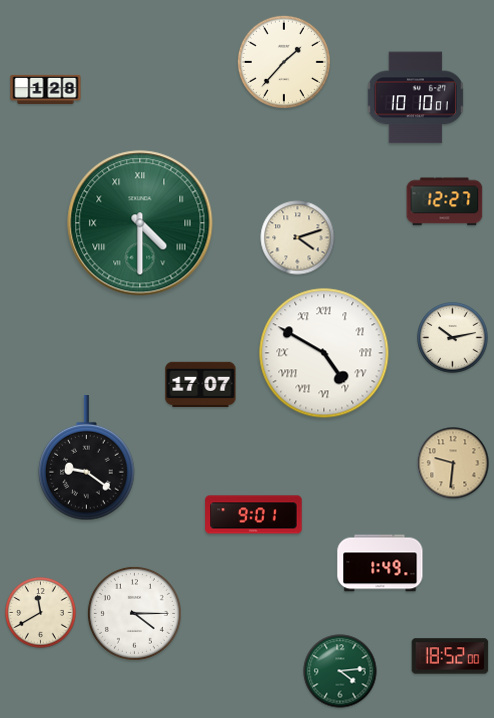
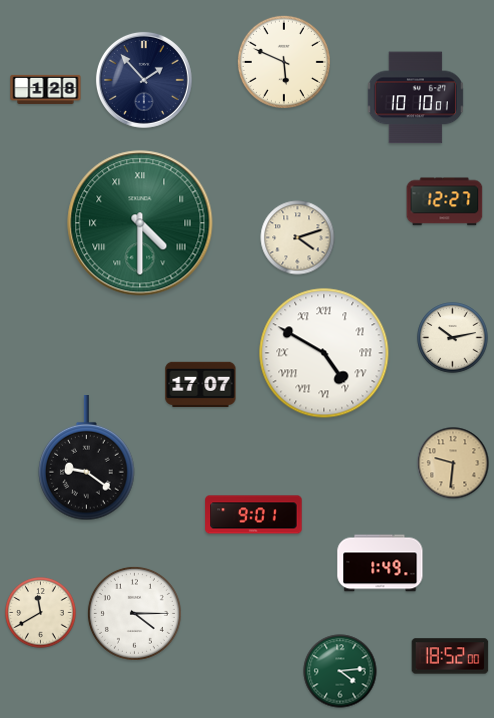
clock at (284, 62): 1:37 -> 5:49
clock at (144, 80): none -> 1:53
